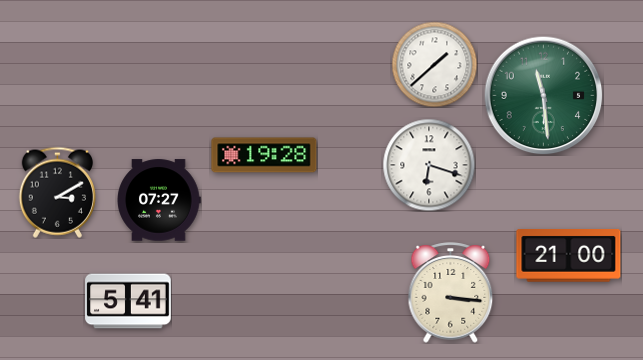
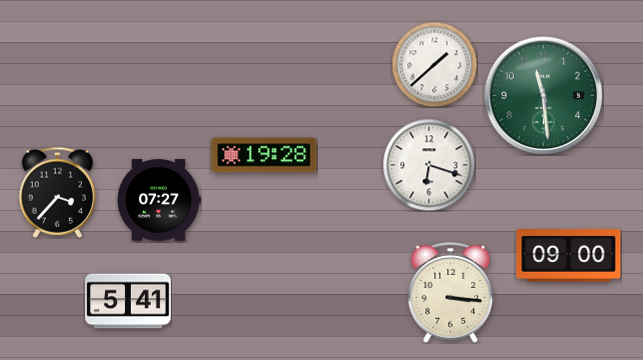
clock at (57, 192): 3:10 -> 3:37
clock at (569, 256): 21:00 -> 09:00
